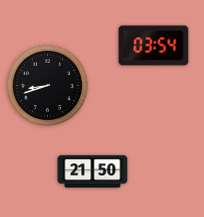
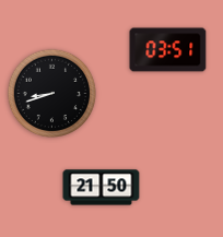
clock at (154, 46): 03:54 -> 03:51
